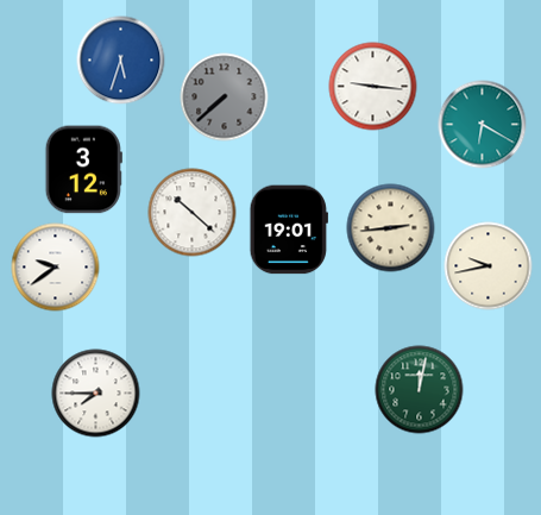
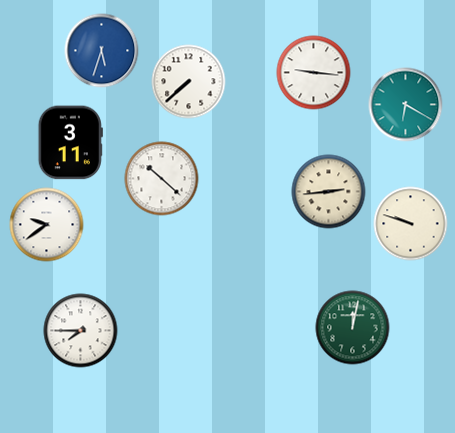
clock at (225, 98) dial: grey -> white
clock at (83, 170): 3:12 -> 3:11
clock at (289, 230): 19:01 -> none
clock at (489, 266): 9:43 -> 9:48
